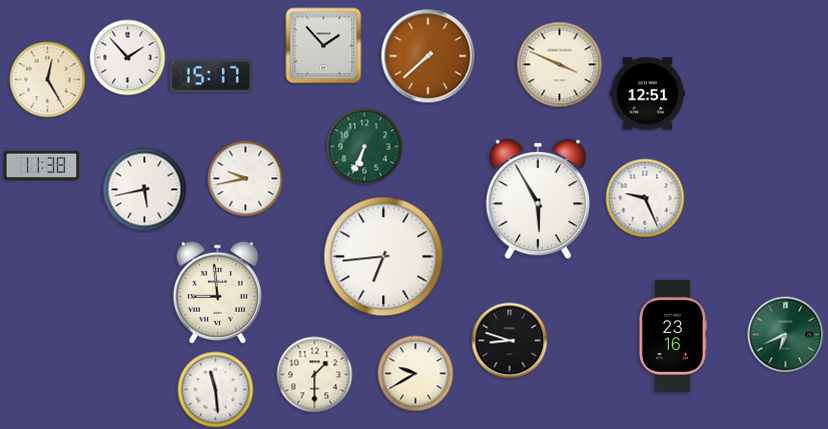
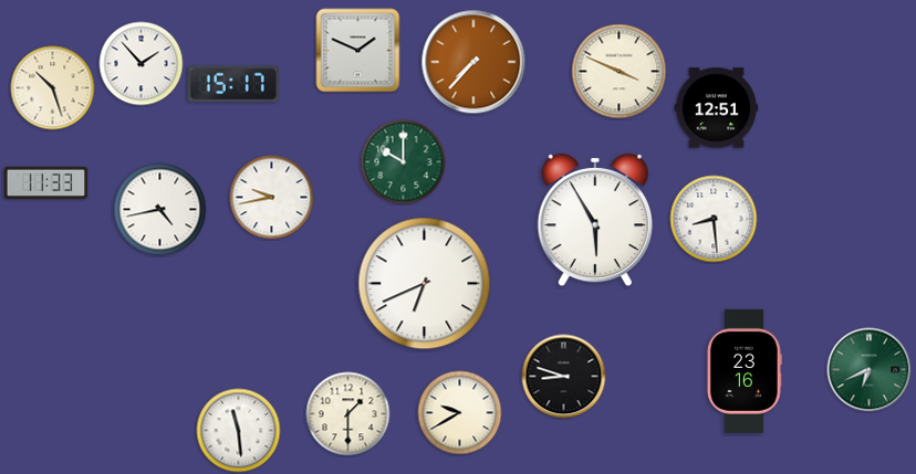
clock at (324, 46): 1:53 -> 1:49
clock at (428, 56): 7:38 -> 7:37
clock at (48, 80): 12:25 -> 10:27
clock at (648, 94) position: (648, 94) -> (717, 108)
clock at (365, 147): 6:34 -> 10:00
clock at (42, 166): 11:38 -> 11:33
clock at (145, 190): 5:43 -> 4:43
clock at (645, 198): 9:26 -> 8:29
clock at (384, 257): 6:44 -> 6:41
clock at (217, 292): 8:59 -> none
